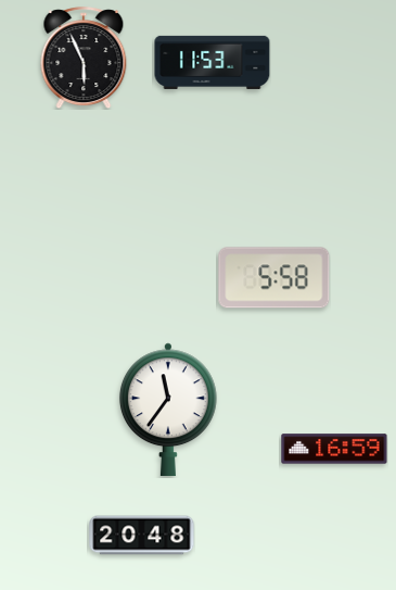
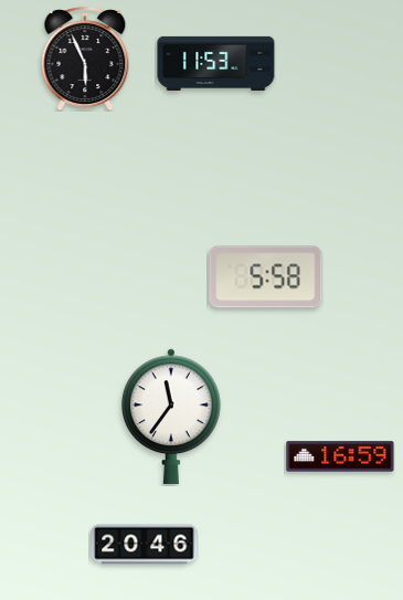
clock at (274, 278) position: (274, 278) -> (266, 277)
clock at (142, 536): 20:48 -> 20:46
